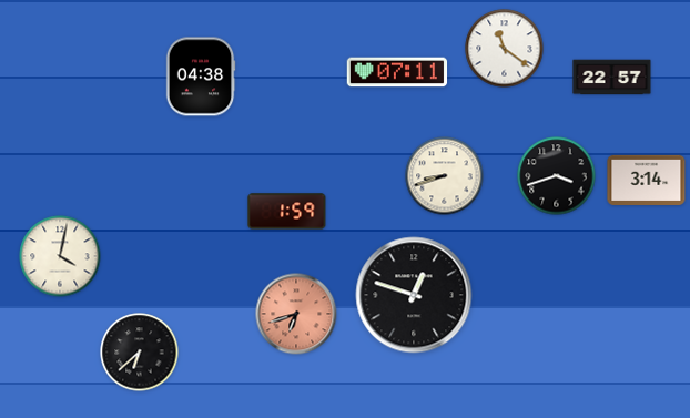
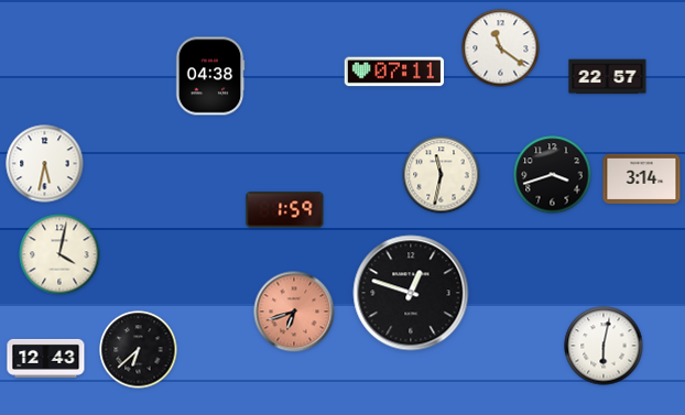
clock at (201, 77) position: (201, 77) -> (210, 76)
clock at (45, 164): none -> 5:32
clock at (445, 176): 8:42 -> 11:32
clock at (604, 346): none -> 6:02
clock at (46, 358): none -> 12:43
